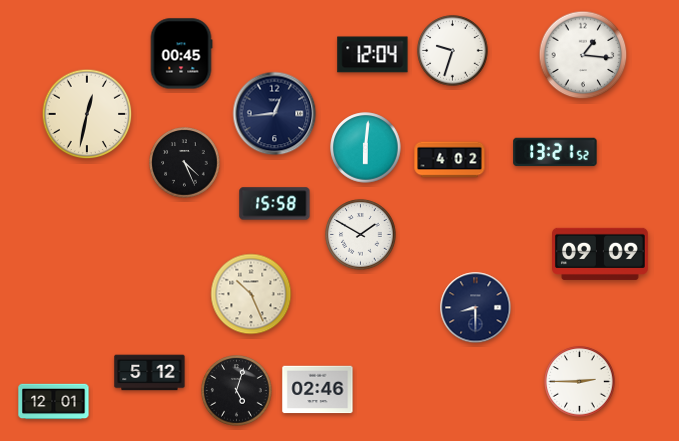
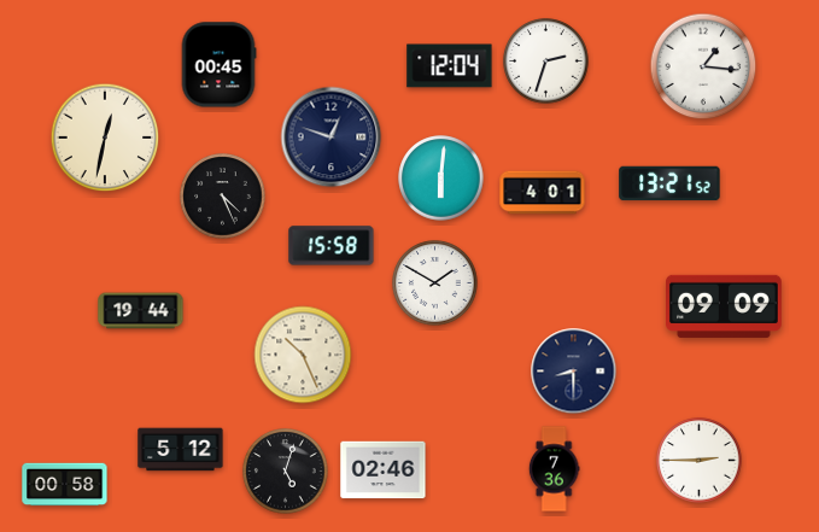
clock at (453, 51): 9:33 -> 2:33
clock at (275, 114): 12:44 -> 12:48
clock at (450, 160): 4:02 -> 4:01
clock at (141, 311): none -> 19:44
clock at (554, 469): none -> 7:36
clock at (54, 402): 12:01 -> 00:58
